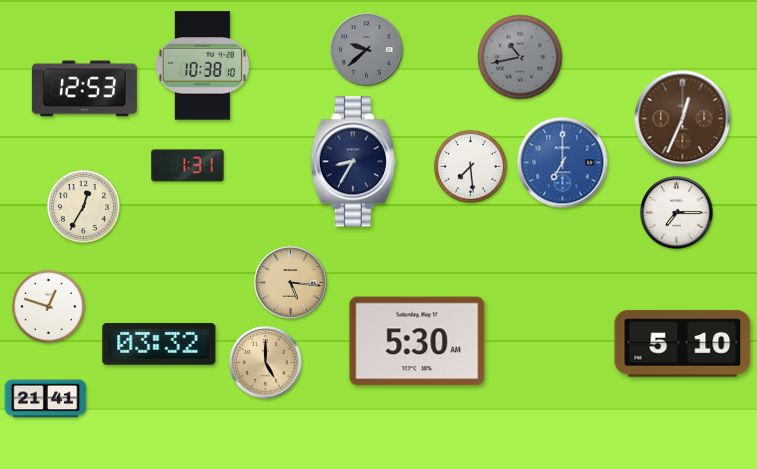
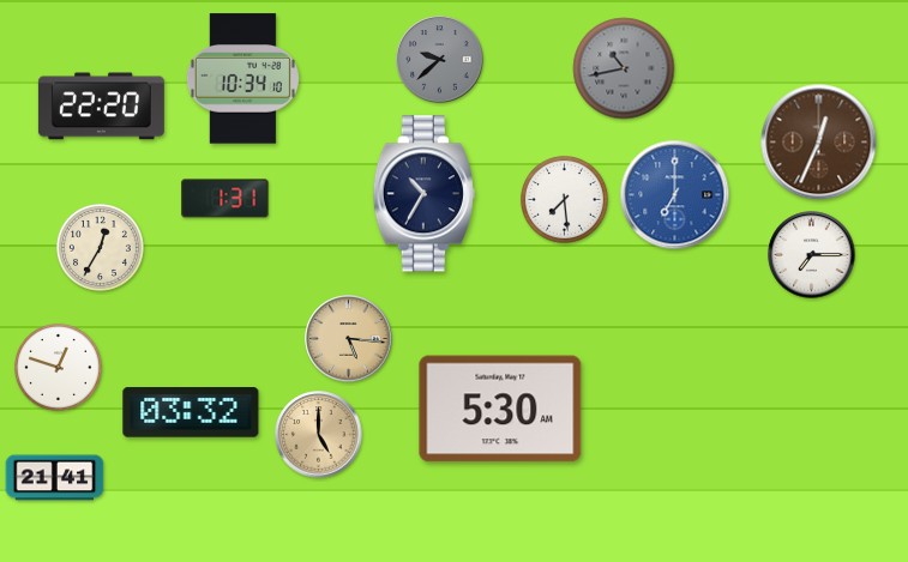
clock at (202, 66): 10:38 -> 10:34
clock at (84, 89): 12:53 -> 22:20
clock at (353, 162): 8:35 -> 10:35
clock at (683, 344): 5:10 -> none
